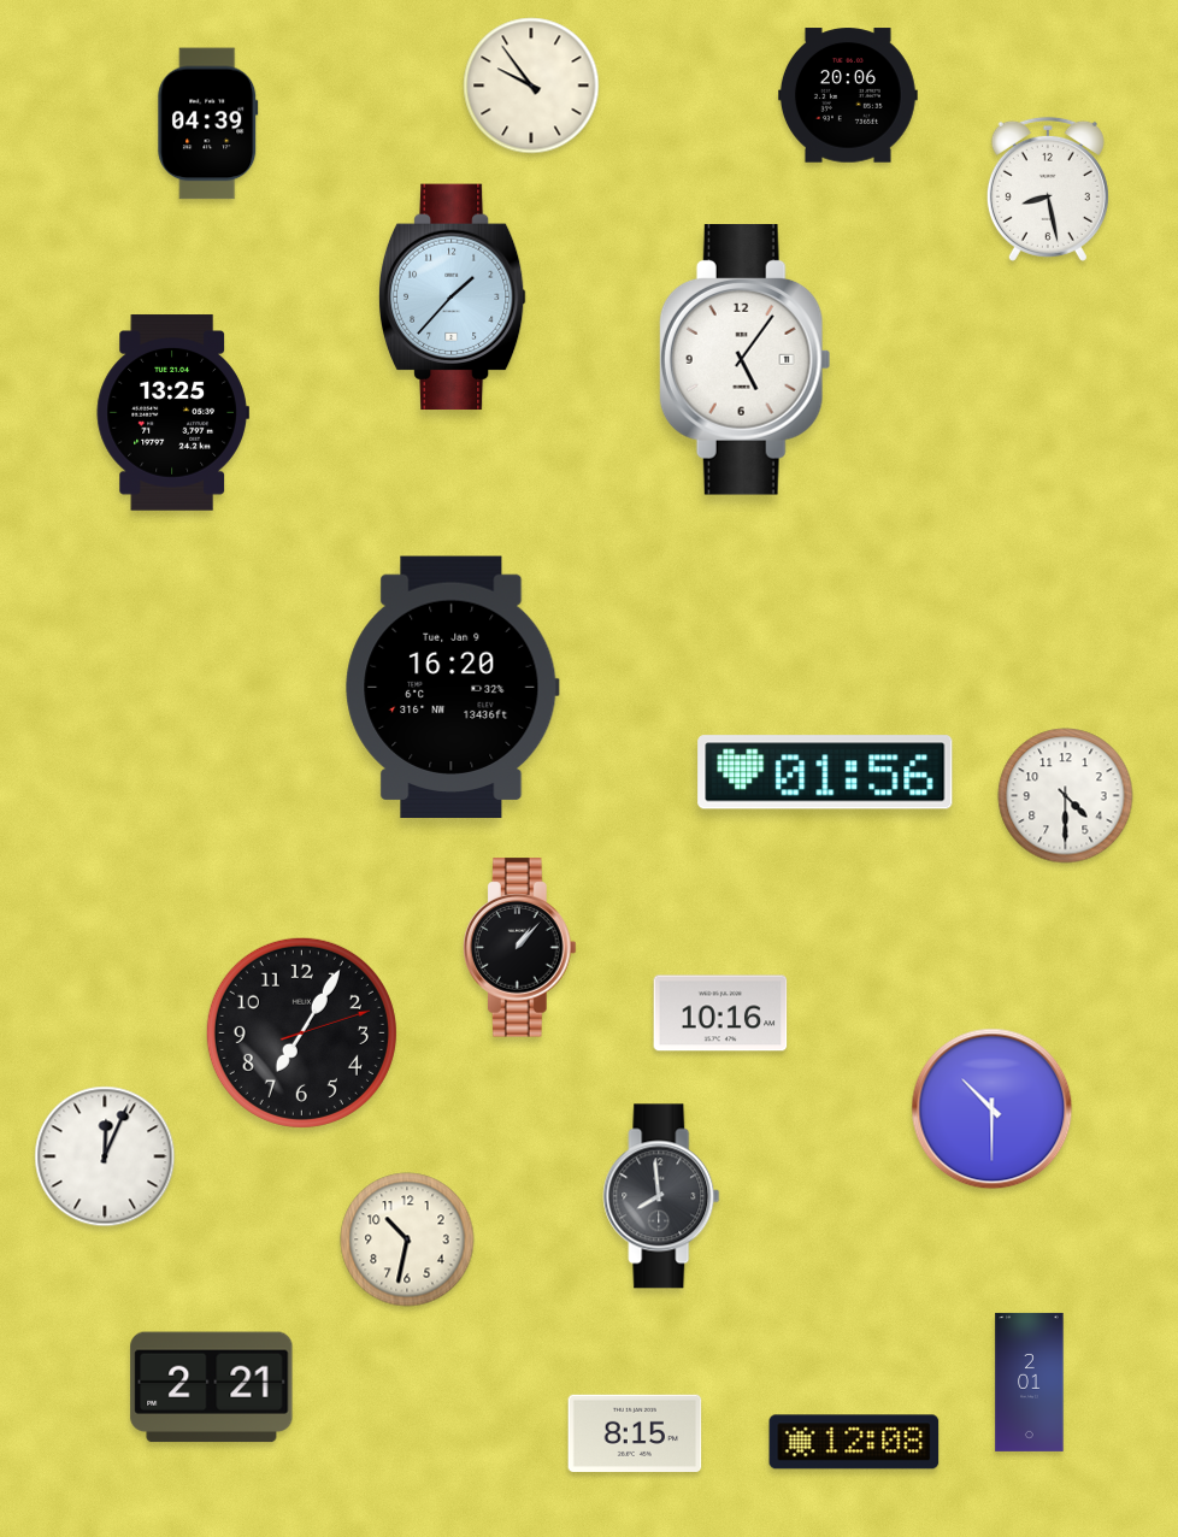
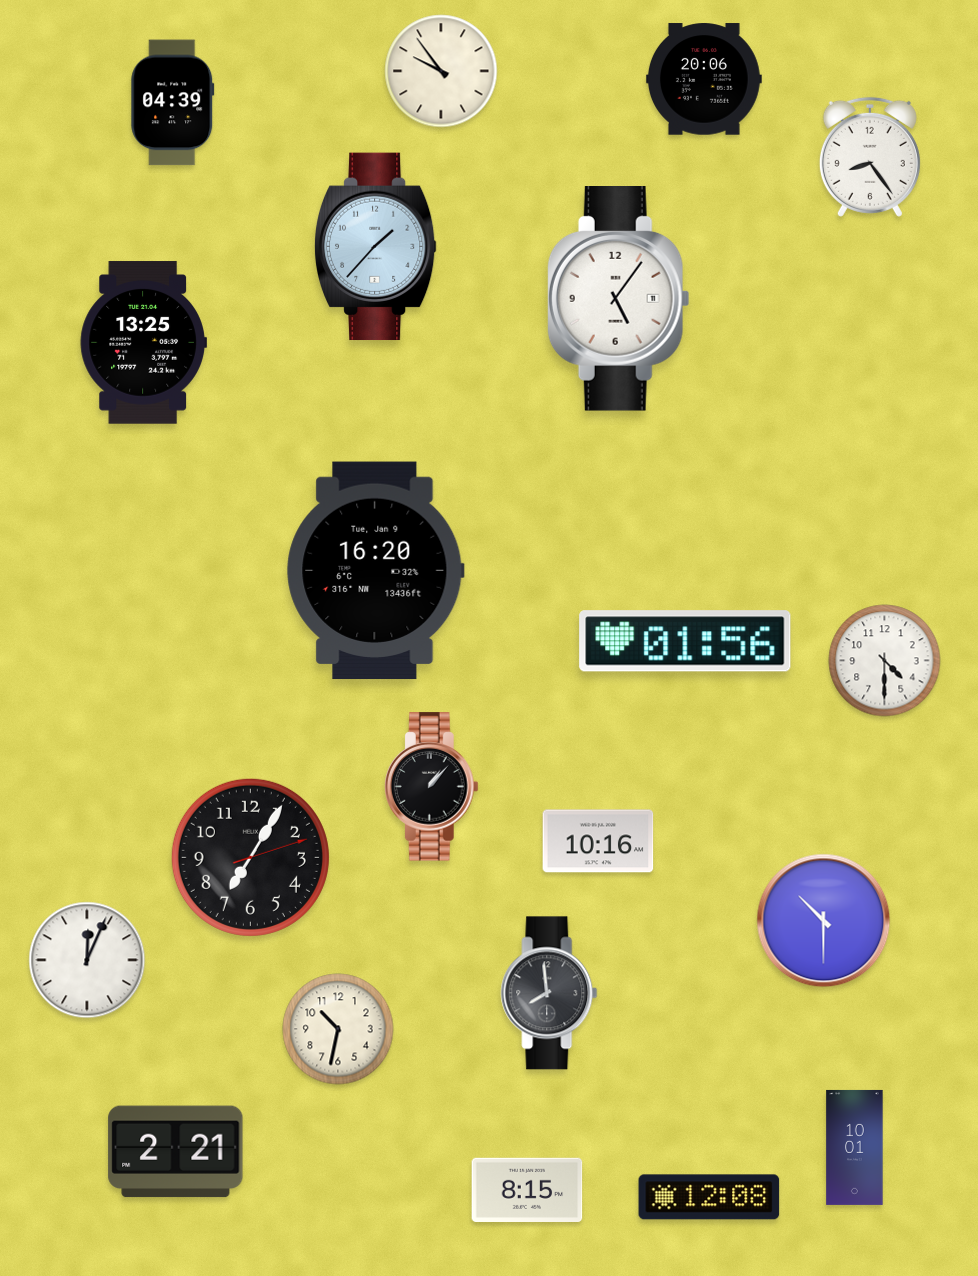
clock at (1048, 189): 8:28 -> 8:24
clock at (1030, 1382): 2:01 -> 10:01
